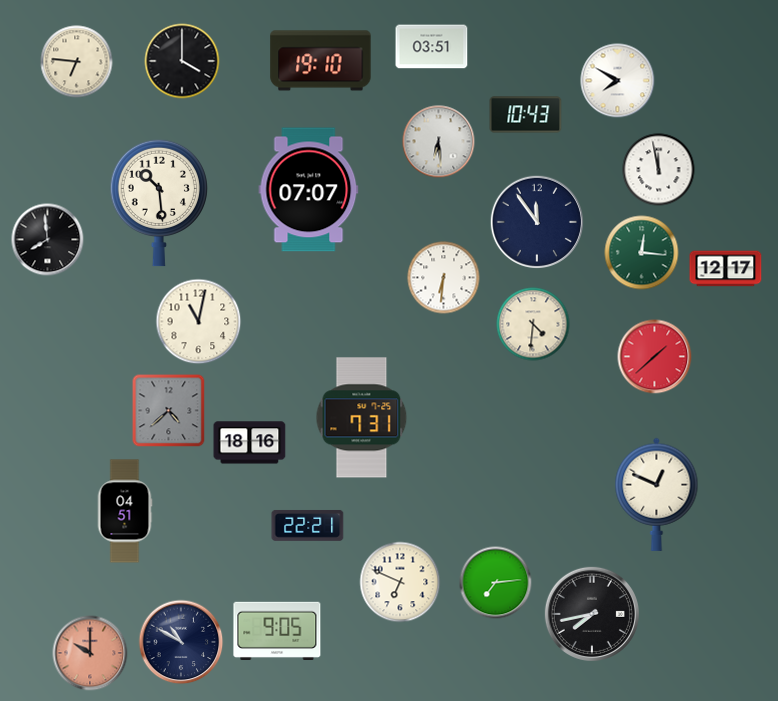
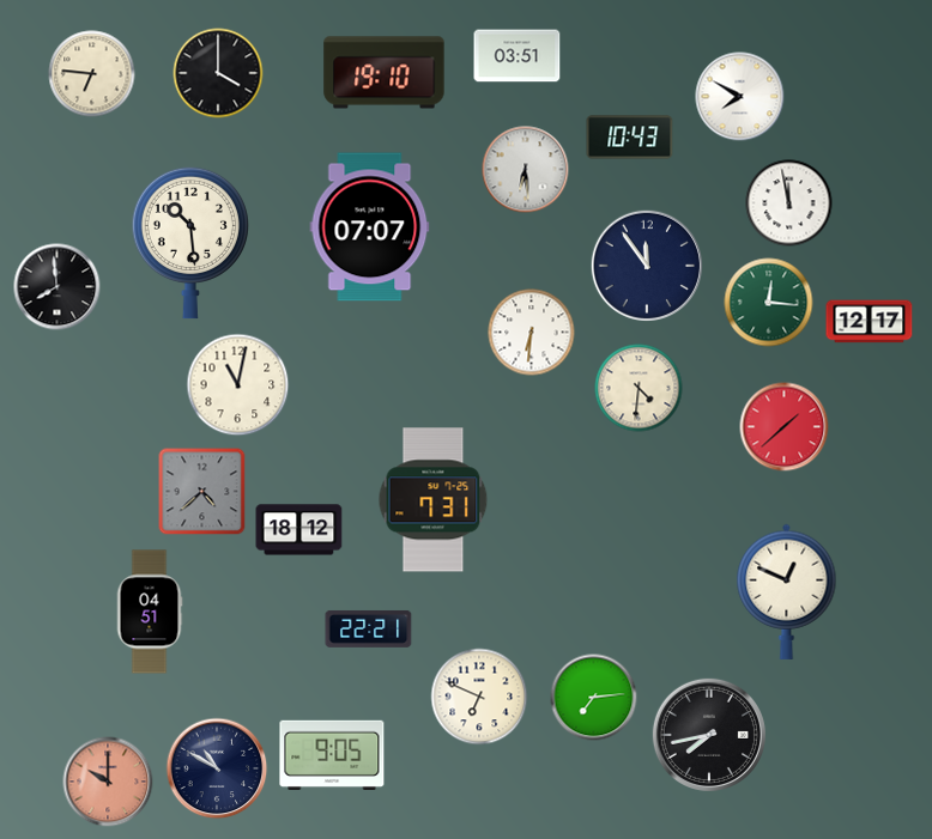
clock at (536, 221) position: (536, 221) -> (646, 265)
clock at (250, 443): 18:16 -> 18:12
